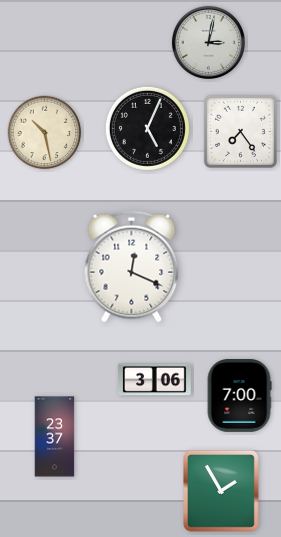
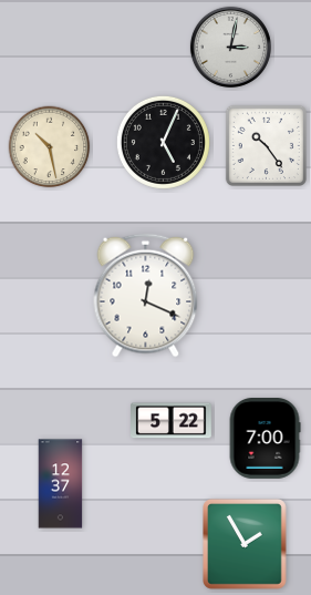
clock at (240, 131): 7:24 -> 10:24
clock at (155, 380): 3:06 -> 5:22
clock at (55, 437): 23:37 -> 12:37
